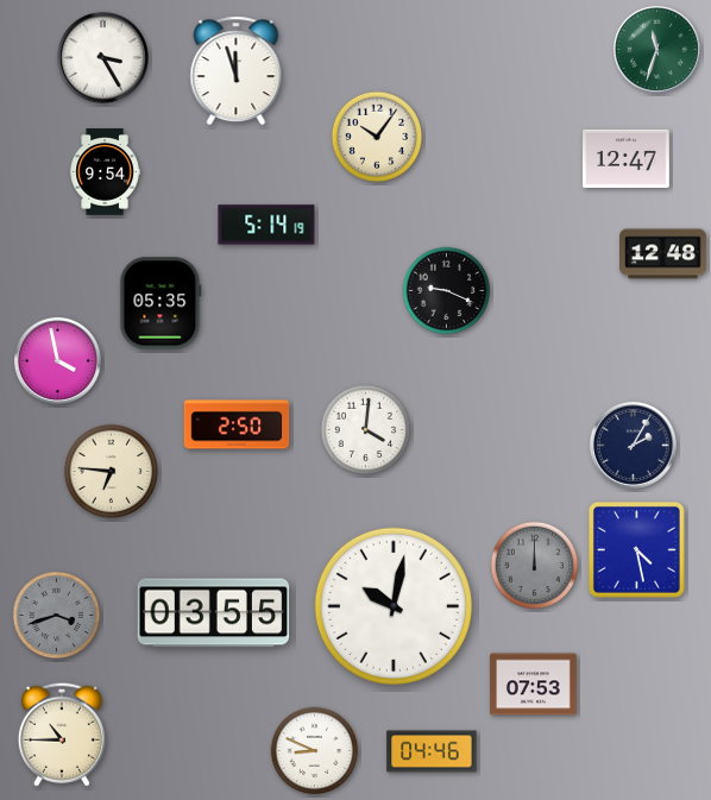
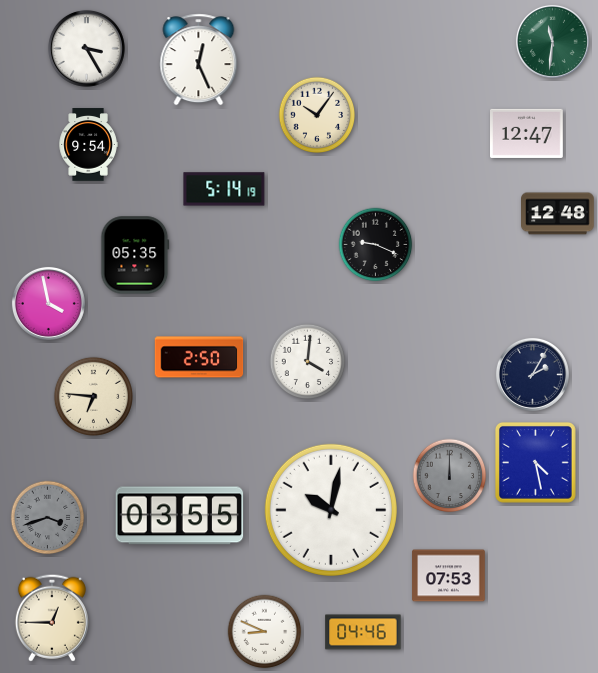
clock at (656, 49): 11:33 -> 11:31
clock at (237, 71): 11:57 -> 12:26
clock at (62, 735): 10:45 -> 12:45
